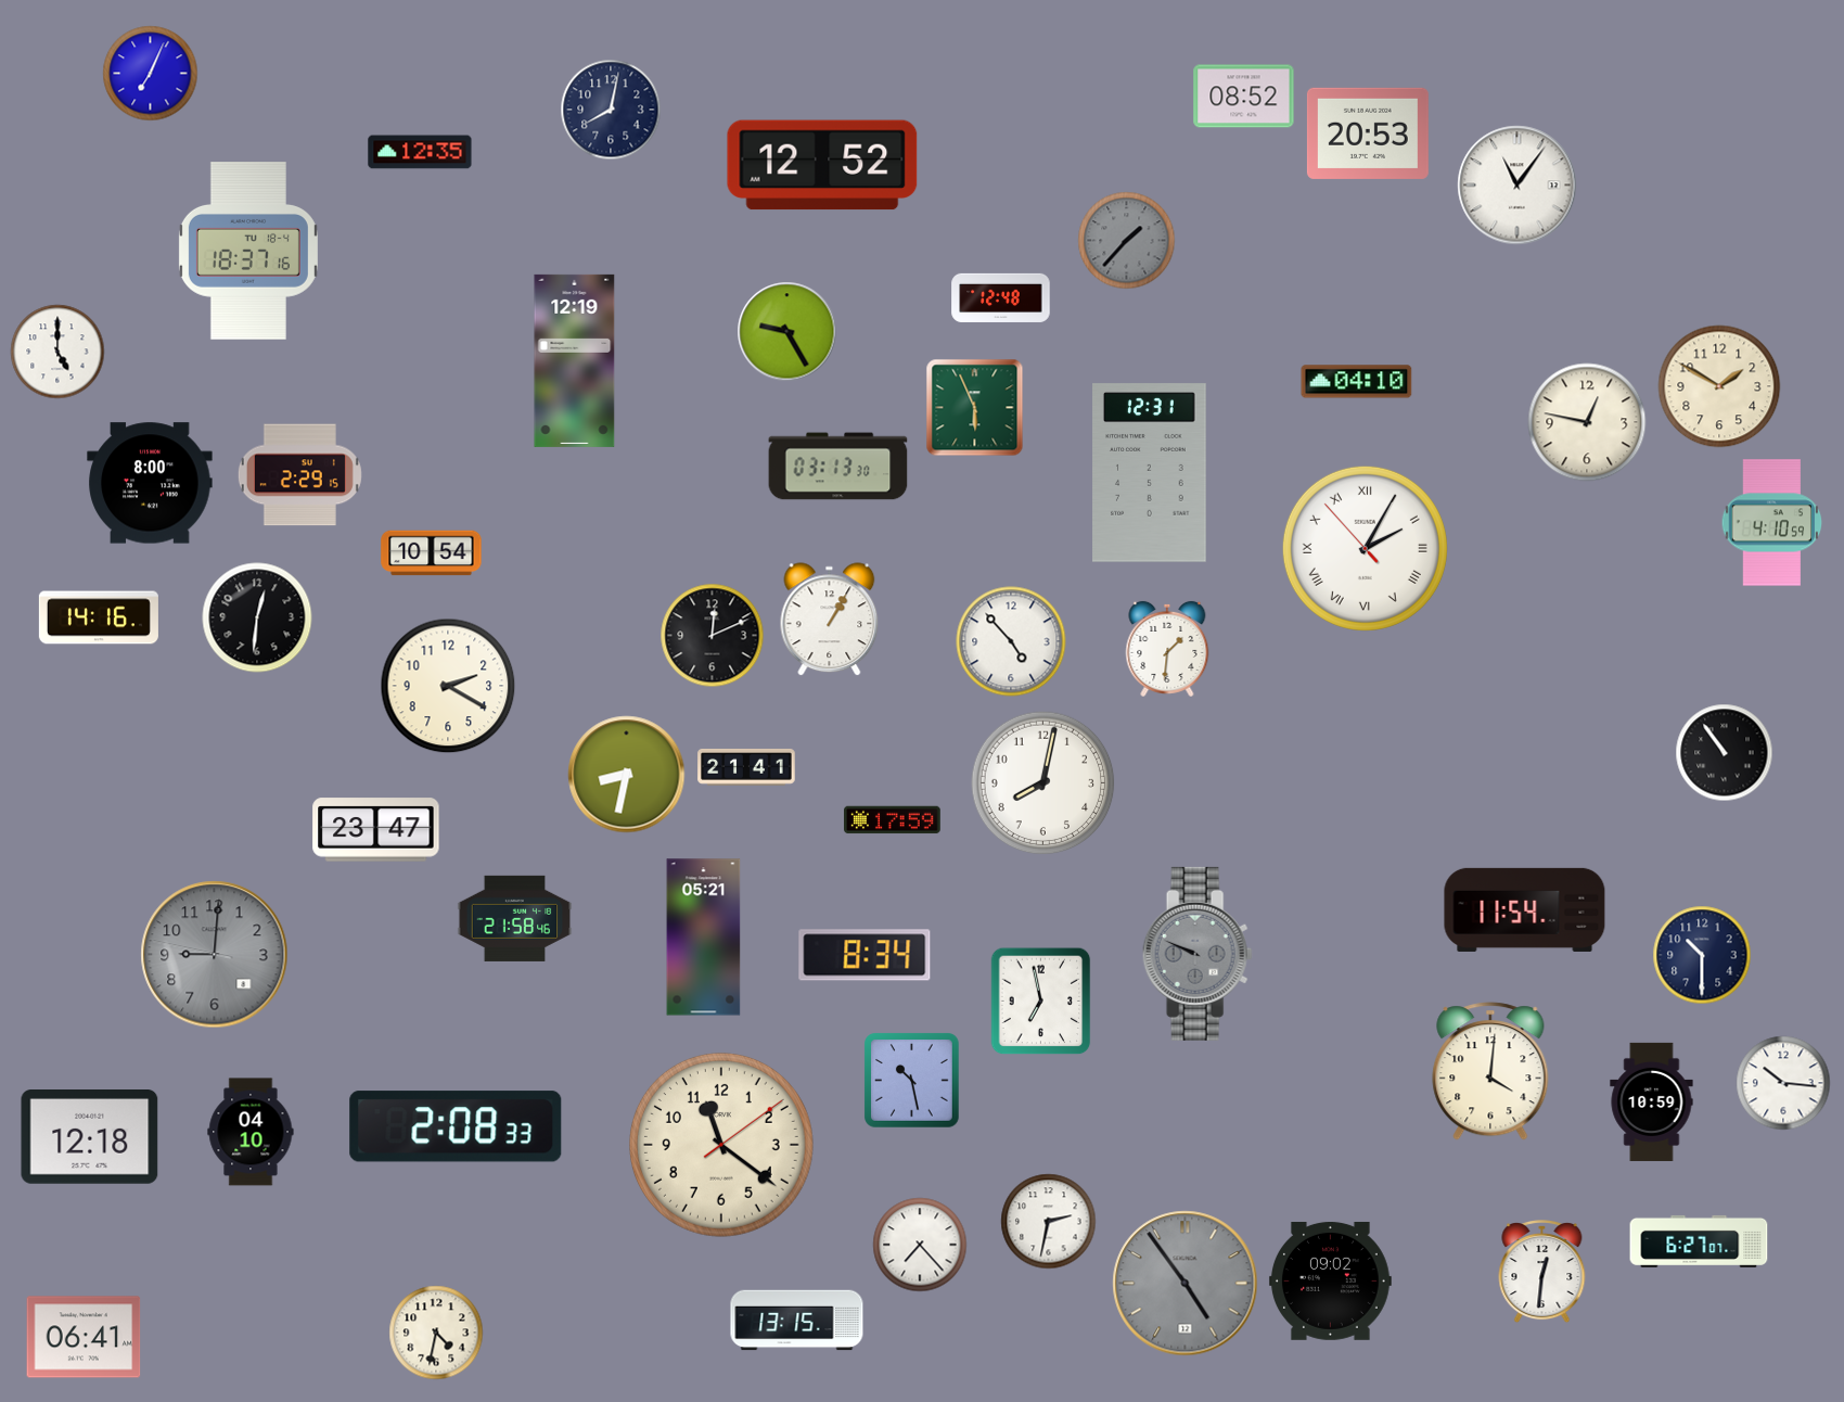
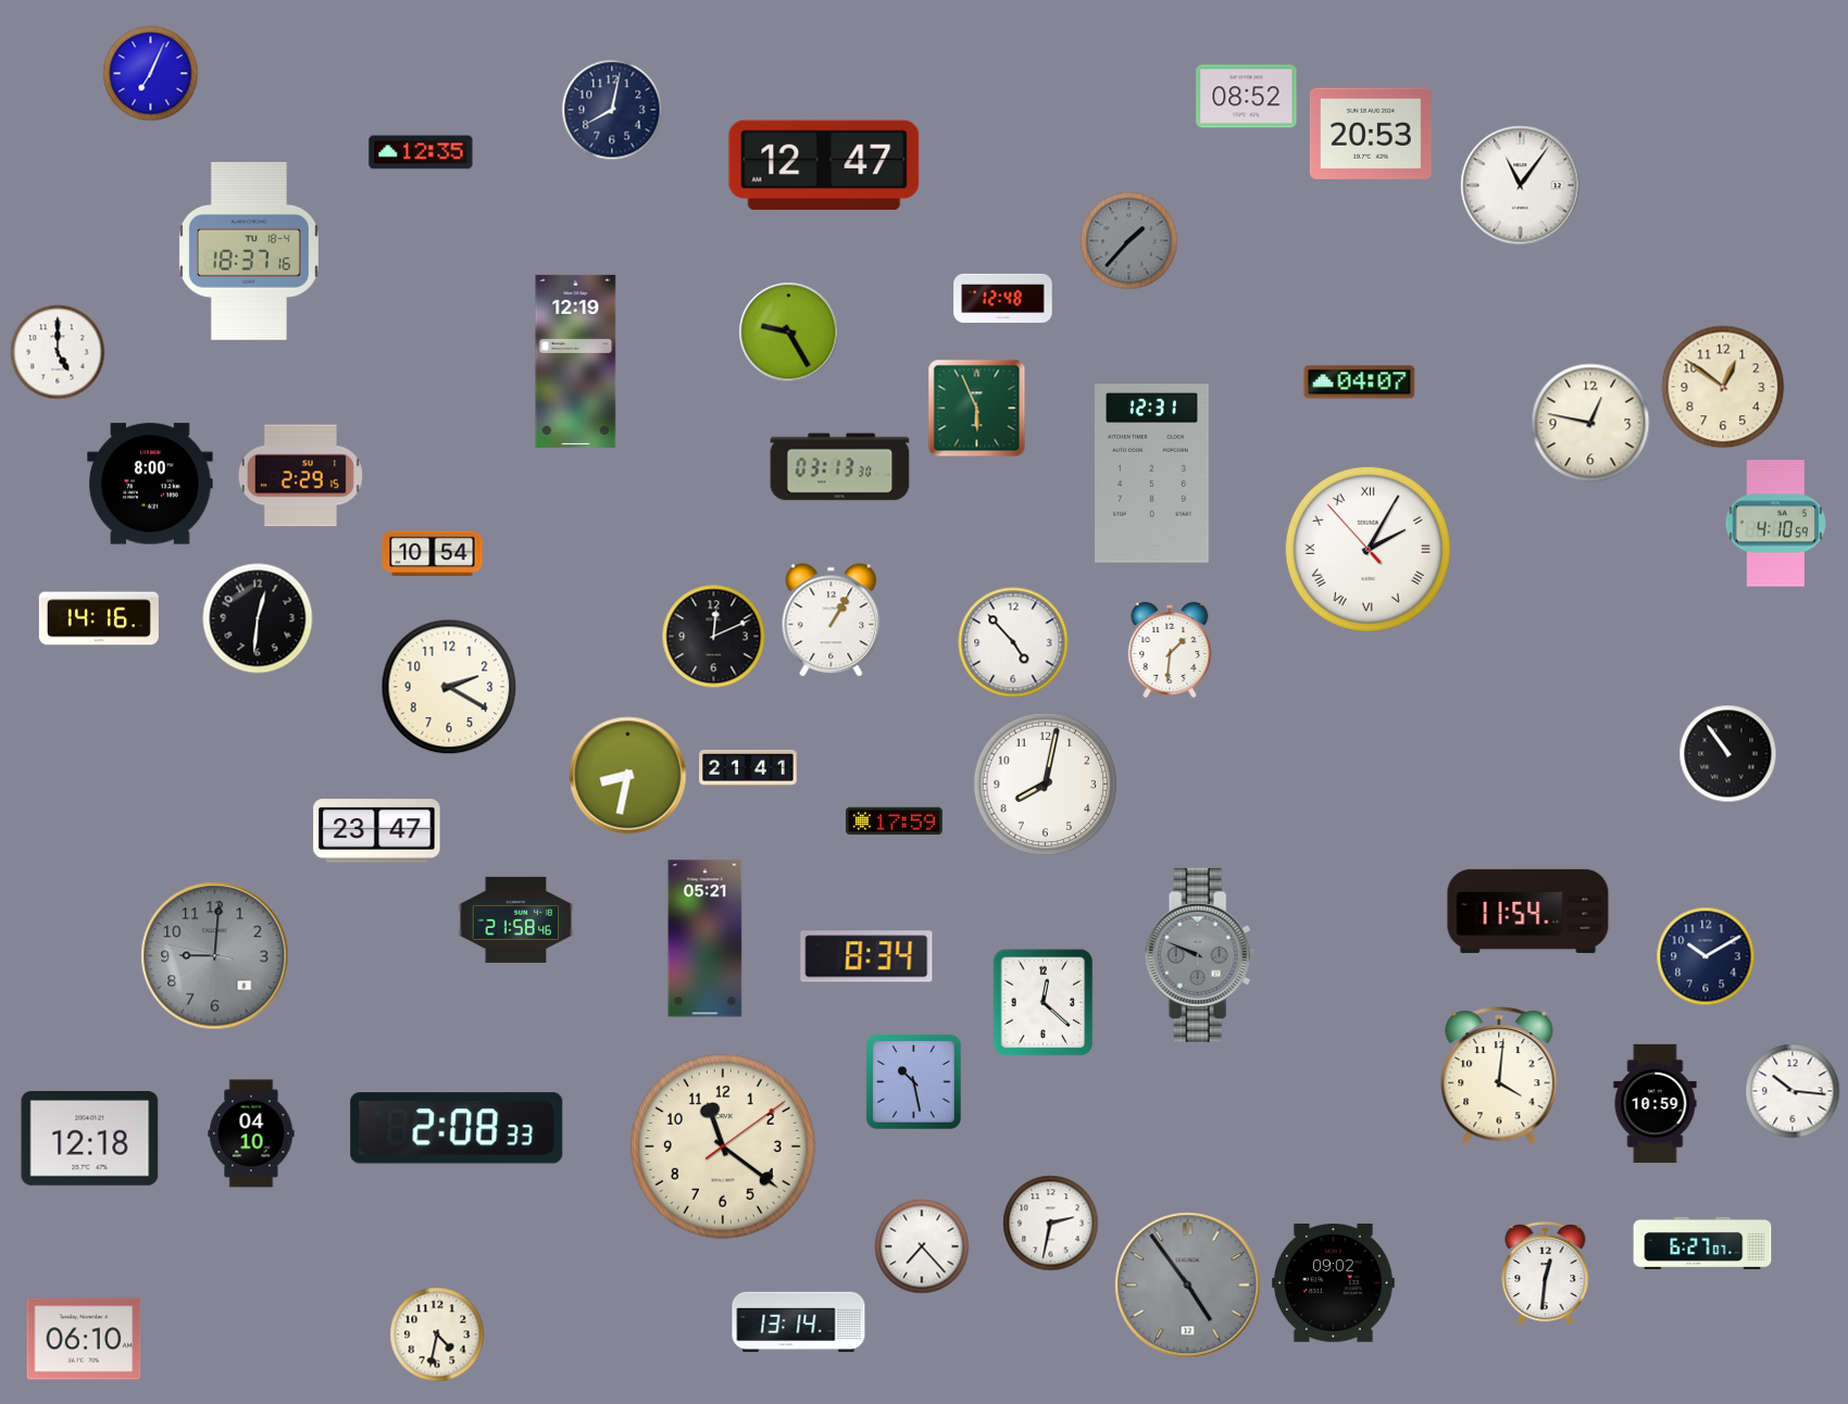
clock at (822, 165): 12:52 -> 12:47
clock at (1357, 382): 04:10 -> 04:07
clock at (1719, 386): 1:50 -> 12:51
clock at (1702, 955): 10:30 -> 10:10
clock at (1041, 1002): 6:58 -> 12:22
clock at (1490, 1071) position: (1490, 1071) -> (1499, 1076)
clock at (1783, 1083) position: (1783, 1083) -> (1793, 1091)
clock at (797, 1321): 13:15 -> 13:14
clock at (84, 1337): 06:41 -> 06:10
